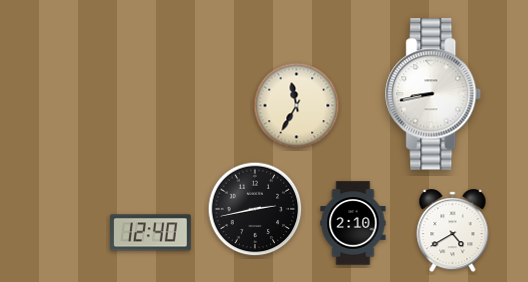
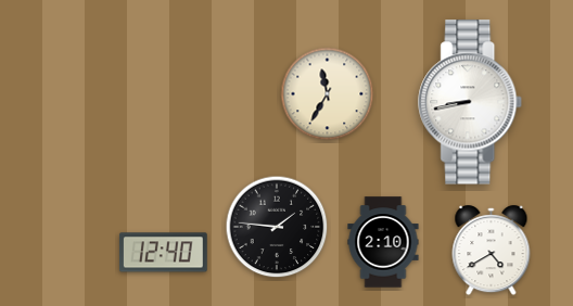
clock at (297, 106) position: (297, 106) -> (328, 94)
clock at (255, 209): 2:43 -> 1:46
